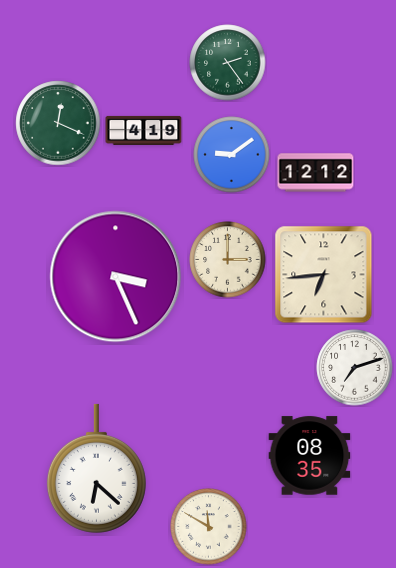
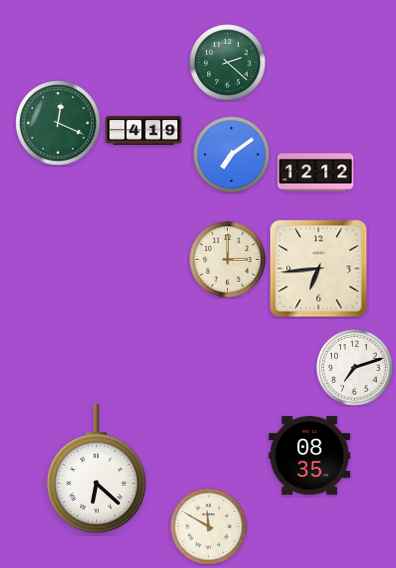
clock at (228, 63): 2:24 -> 2:22
clock at (232, 155): 9:09 -> 7:09
clock at (324, 275) position: (324, 275) -> (319, 269)
clock at (116, 277): 3:26 -> none
